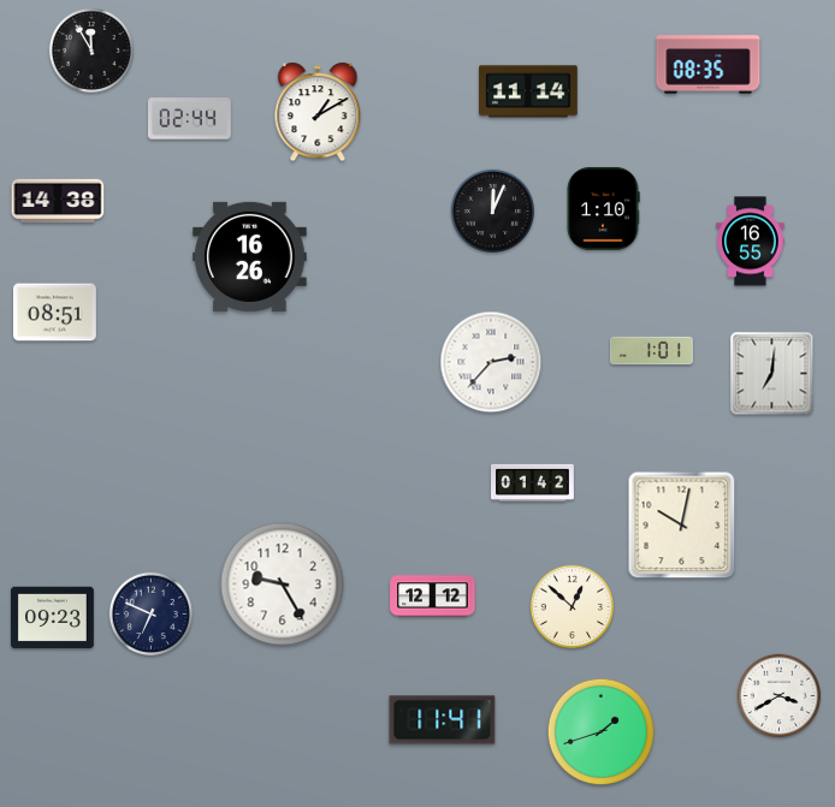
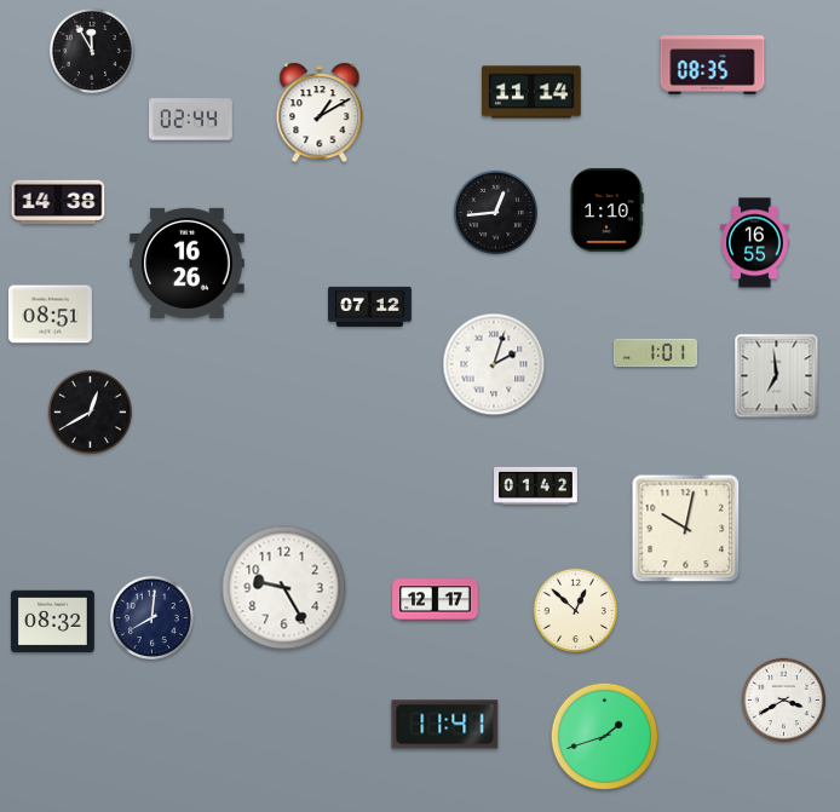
clock at (492, 210): 12:04 -> 12:44
clock at (250, 256) position: (250, 256) -> (188, 263)
clock at (370, 306): none -> 07:12
clock at (55, 313) position: (55, 313) -> (51, 315)
clock at (491, 362): 2:37 -> 2:03
clock at (772, 374): 7:01 -> 6:59
clock at (90, 411): none -> 12:40
clock at (433, 597): 12:12 -> 12:17
clock at (150, 613): 6:49 -> 8:01
clock at (52, 618): 09:23 -> 08:32
